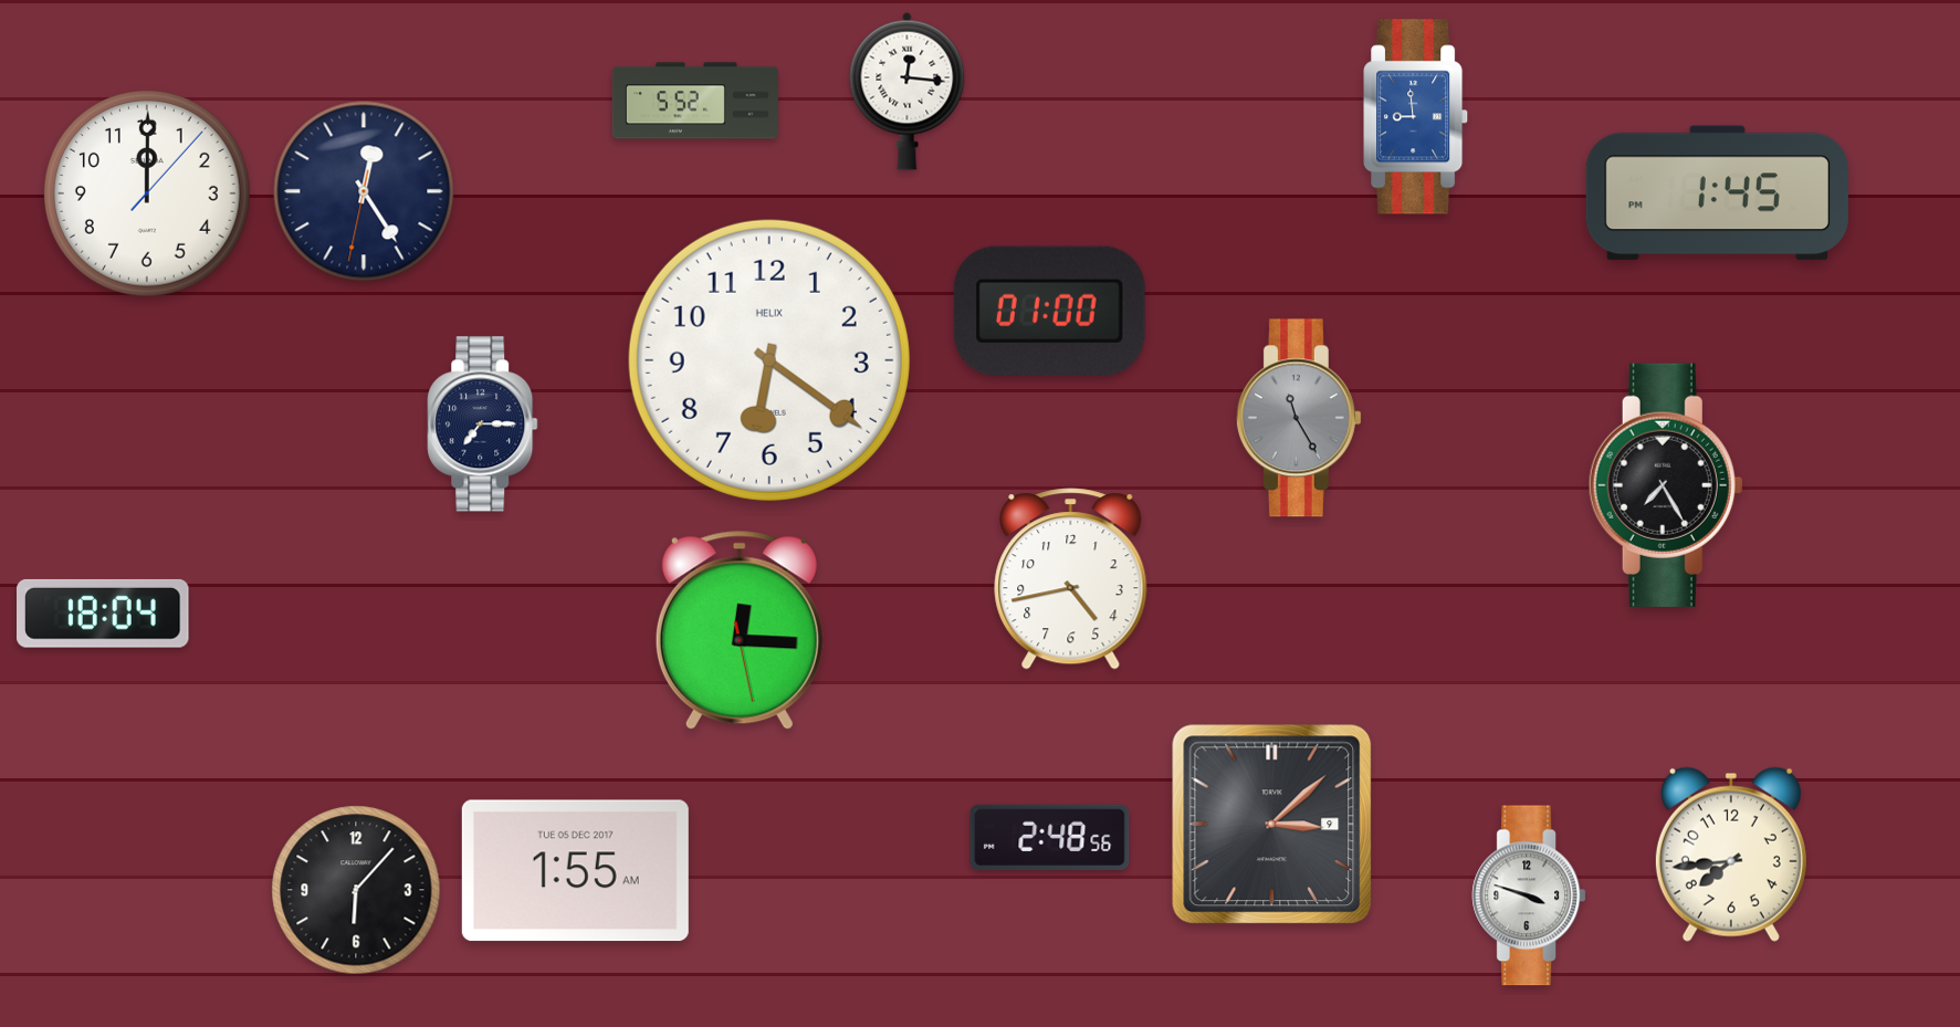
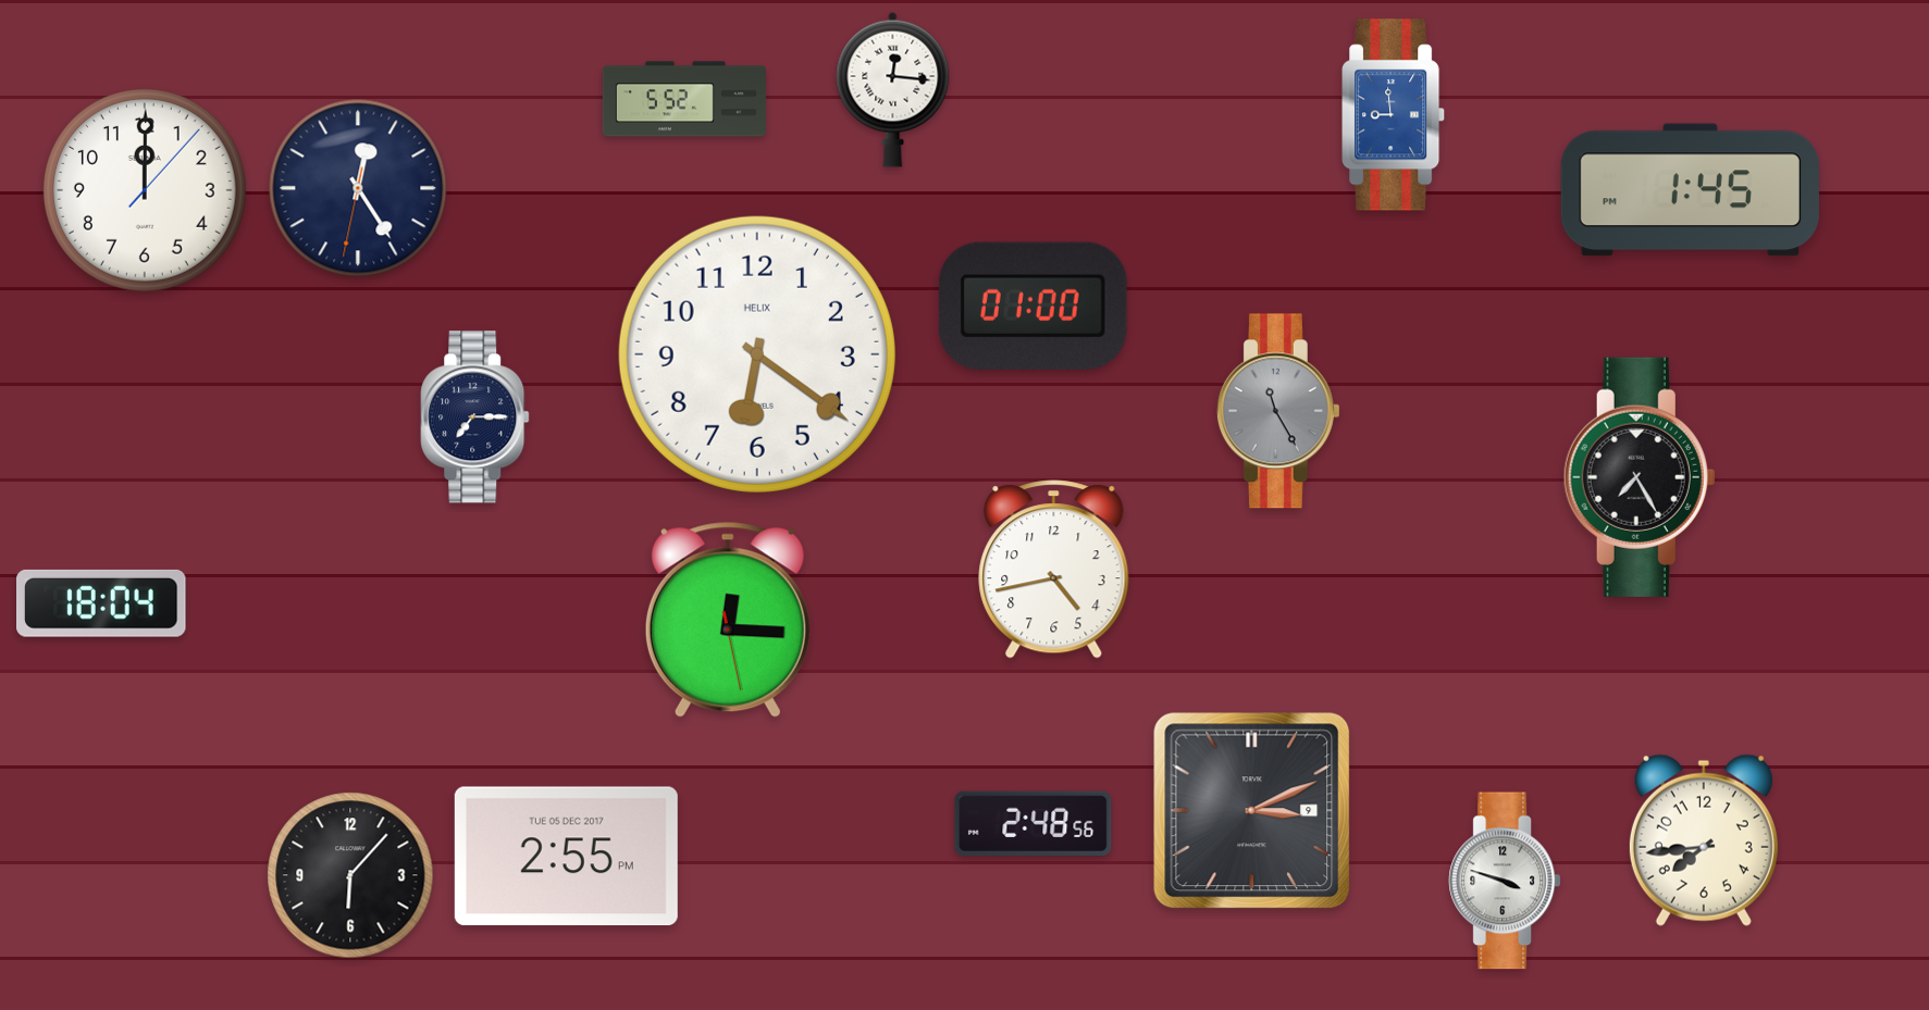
clock at (1272, 825): 3:08 -> 3:11
clock at (575, 871): 1:55 -> 2:55
